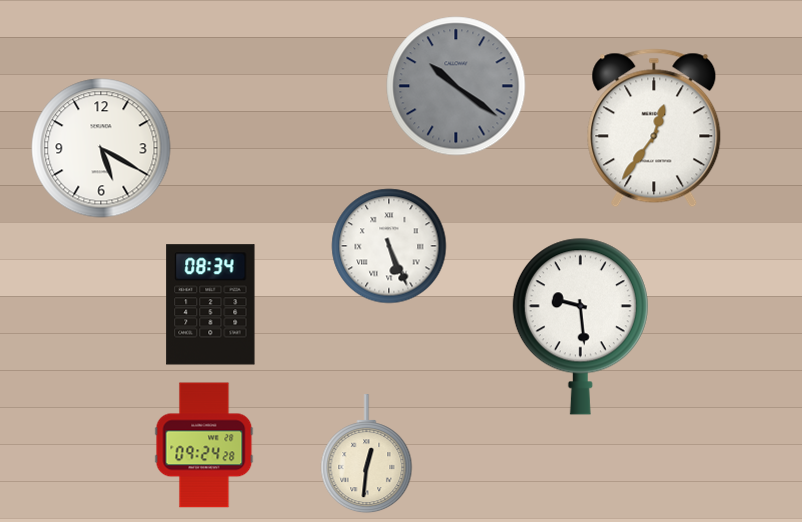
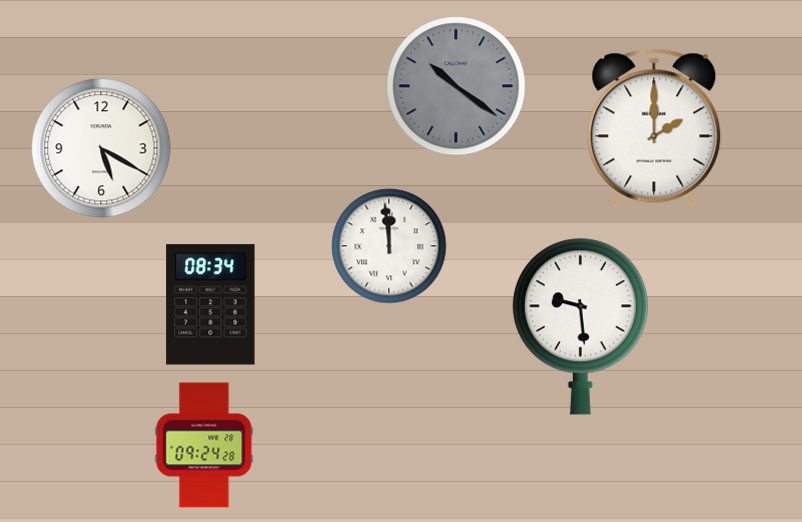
clock at (654, 128): 12:36 -> 2:00
clock at (389, 246): 5:26 -> 11:59
clock at (367, 454): 12:31 -> none
